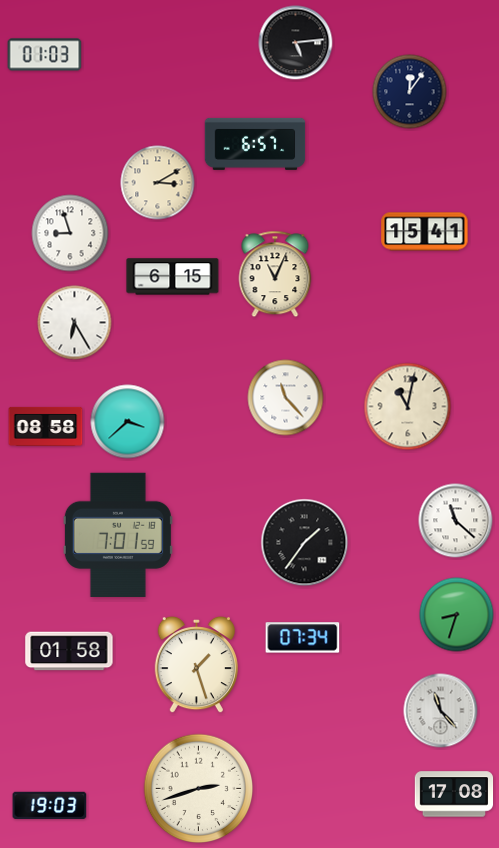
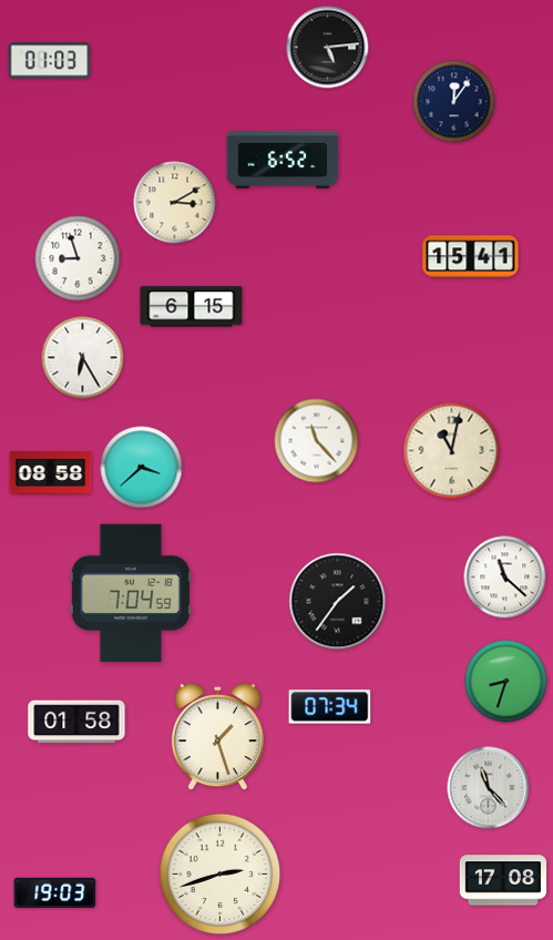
clock at (255, 144): 6:57 -> 6:52
clock at (275, 274): 11:04 -> none
clock at (118, 535): 7:01 -> 7:04
clock at (303, 638) position: (303, 638) -> (330, 707)
